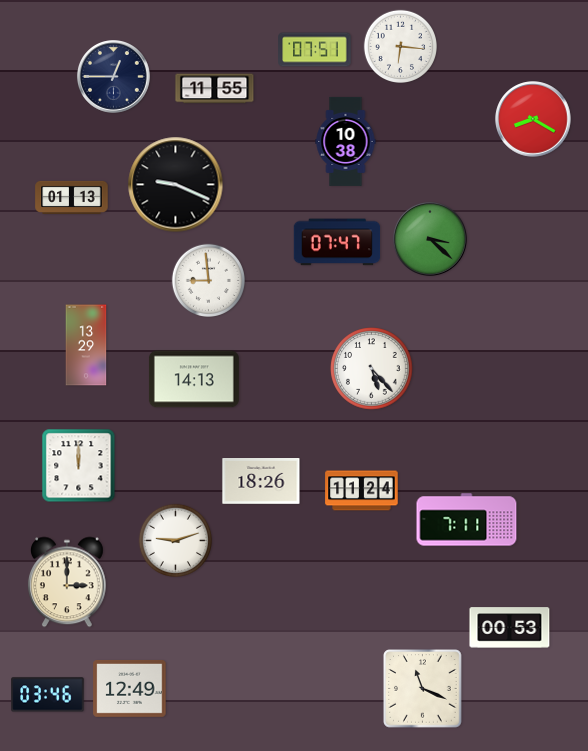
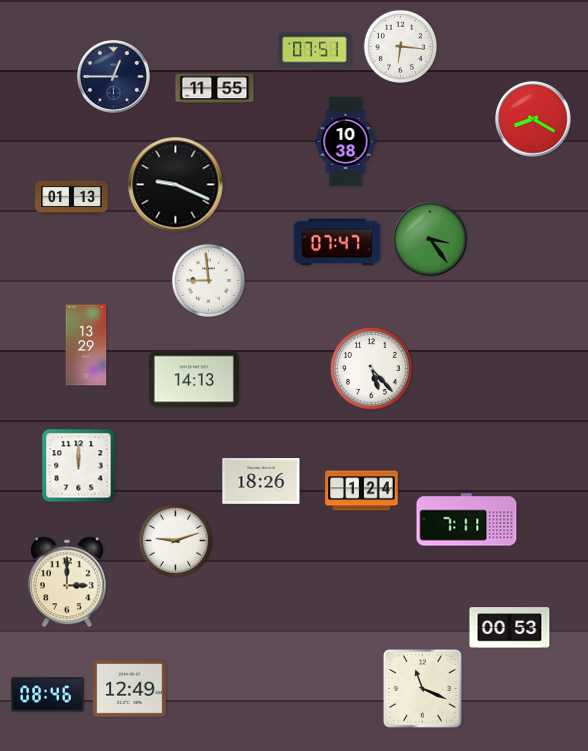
clock at (430, 239): 3:22 -> 3:24
clock at (362, 491): 11:24 -> 1:24
clock at (48, 695): 03:46 -> 08:46
